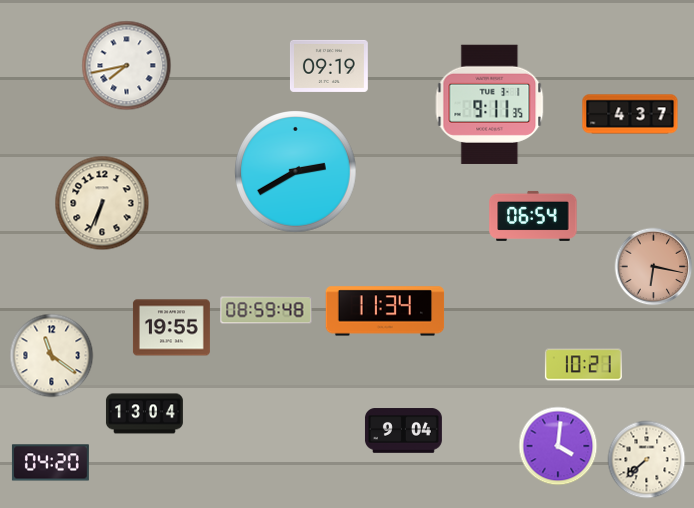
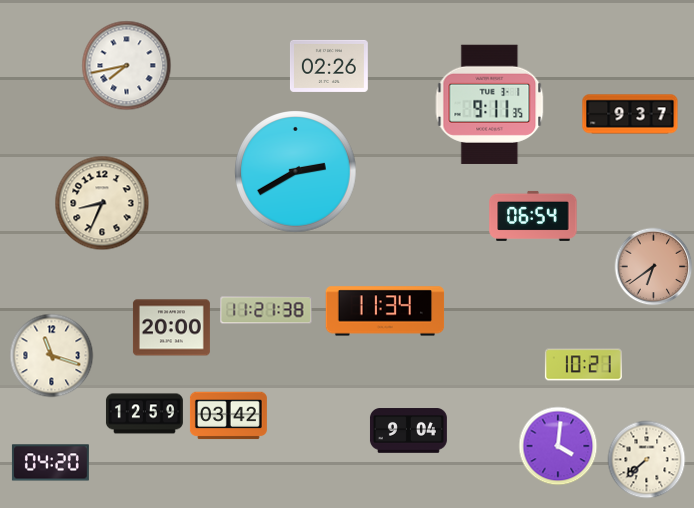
clock at (329, 66): 09:19 -> 02:26
clock at (630, 114): 4:37 -> 9:37
clock at (102, 203): 6:34 -> 8:34
clock at (653, 266): 6:17 -> 6:39
clock at (266, 310): 08:59 -> 11:21
clock at (171, 328): 19:55 -> 20:00
clock at (51, 355): 11:21 -> 11:18
clock at (144, 414): 13:04 -> 12:59
clock at (228, 416): none -> 03:42
clock at (403, 431) position: (403, 431) -> (408, 431)
